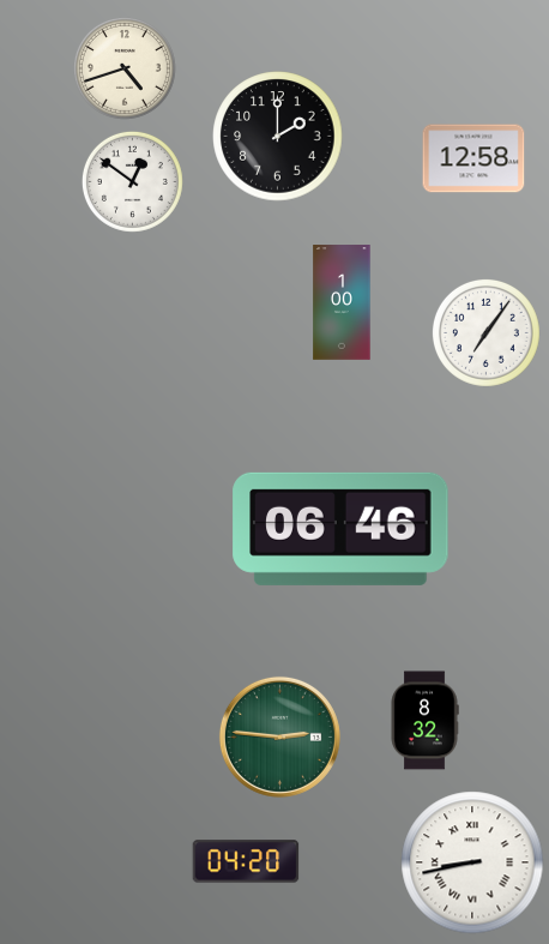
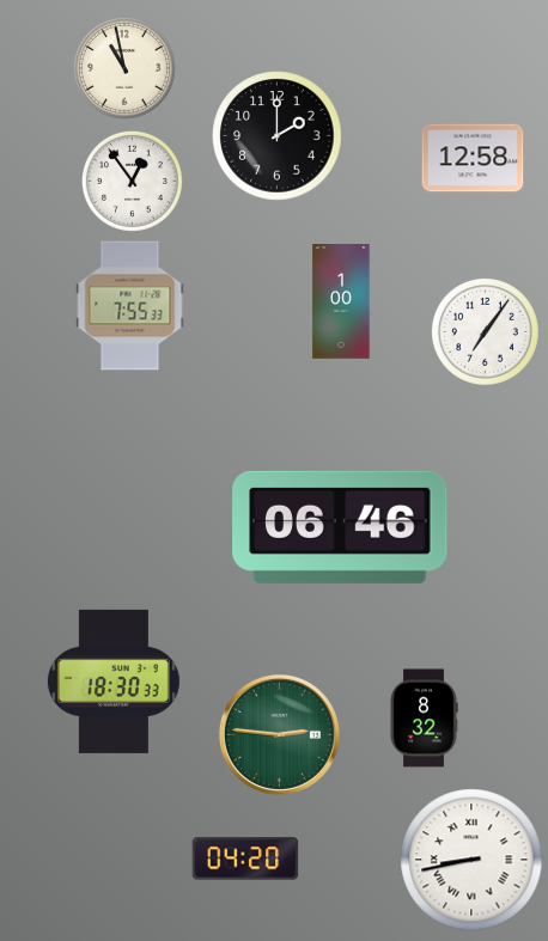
clock at (125, 68): 4:42 -> 10:58
clock at (132, 181): 12:51 -> 12:54
clock at (130, 306): none -> 7:55
clock at (114, 682): none -> 18:30
